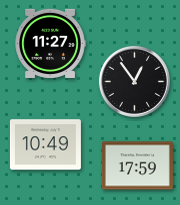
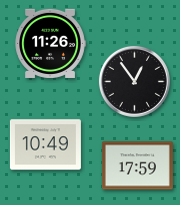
clock at (50, 43): 11:27 -> 11:26
